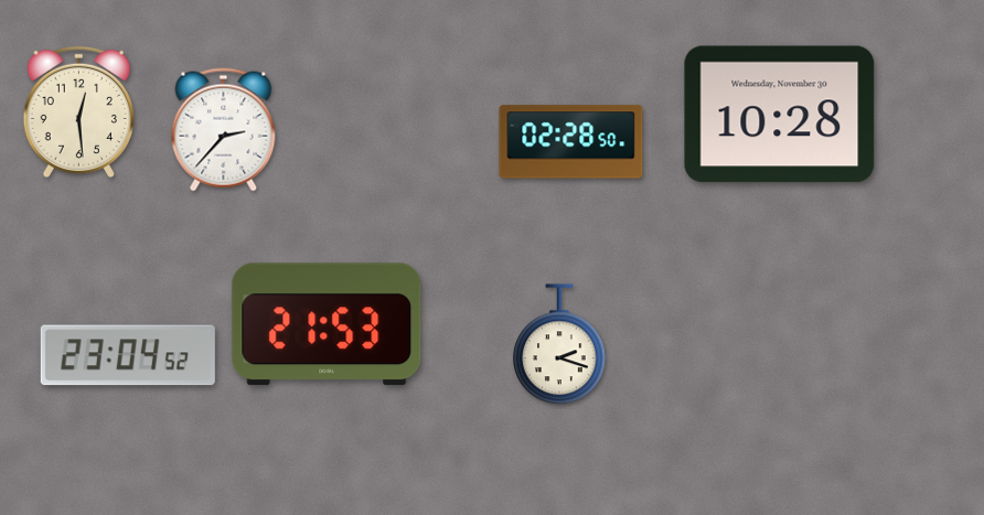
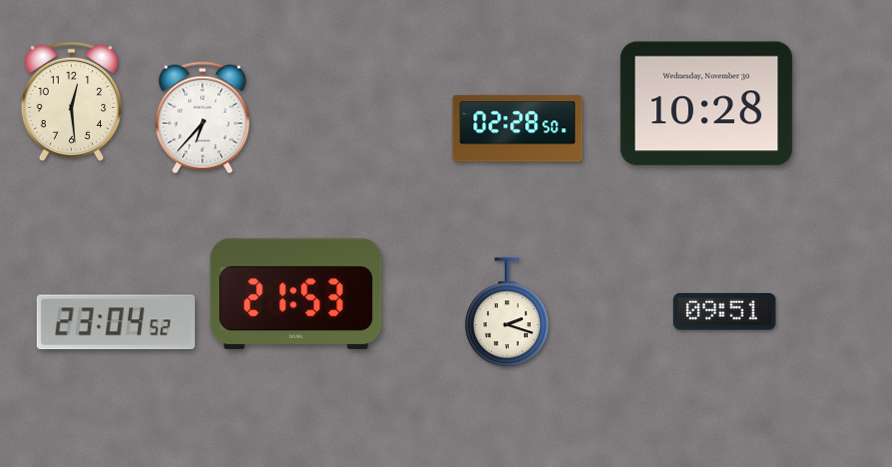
clock at (224, 130): 2:37 -> 6:37
clock at (725, 312): none -> 09:51
